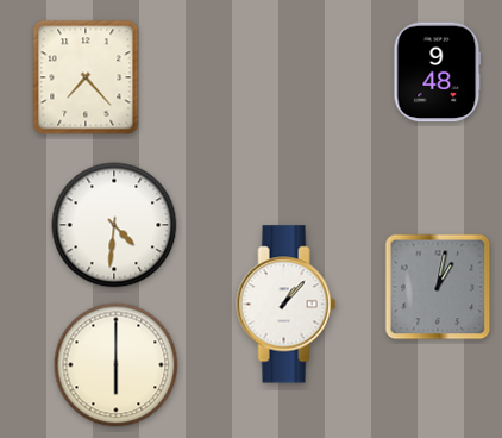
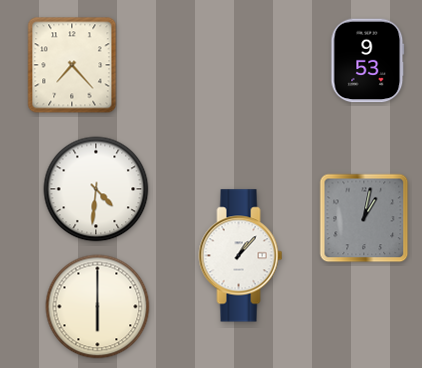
clock at (438, 73): 9:48 -> 9:53
clock at (438, 287) position: (438, 287) -> (364, 218)
